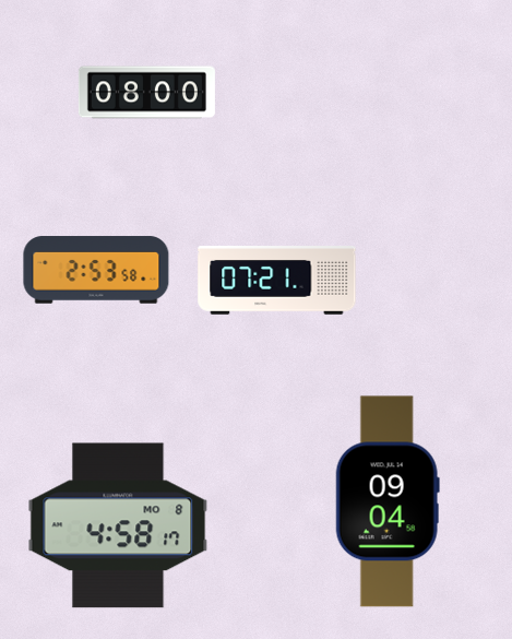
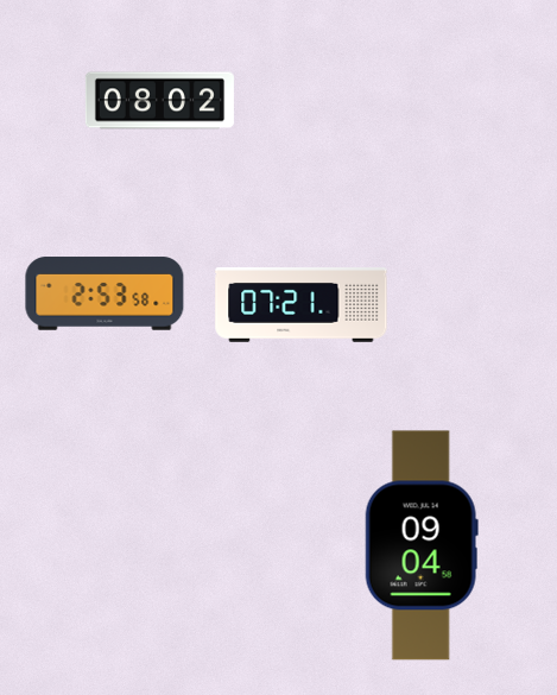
clock at (146, 93): 08:00 -> 08:02
clock at (118, 525): 4:58 -> none
